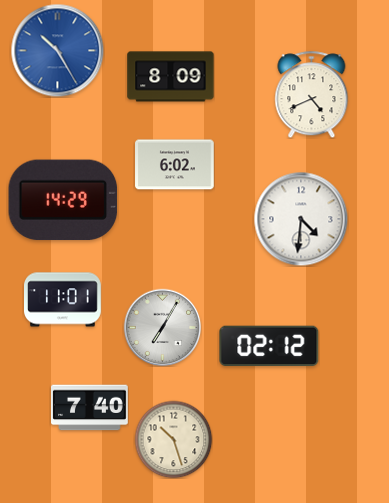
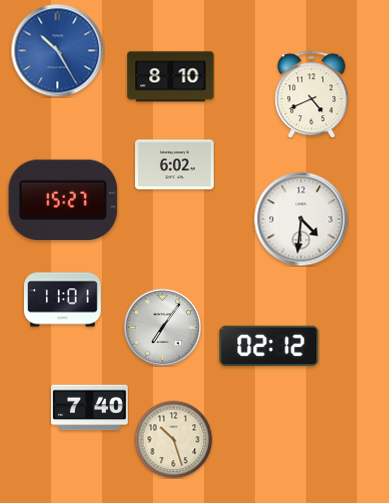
clock at (171, 77): 8:09 -> 8:10
clock at (63, 200): 14:29 -> 15:27
clock at (162, 327): 7:05 -> 7:06
